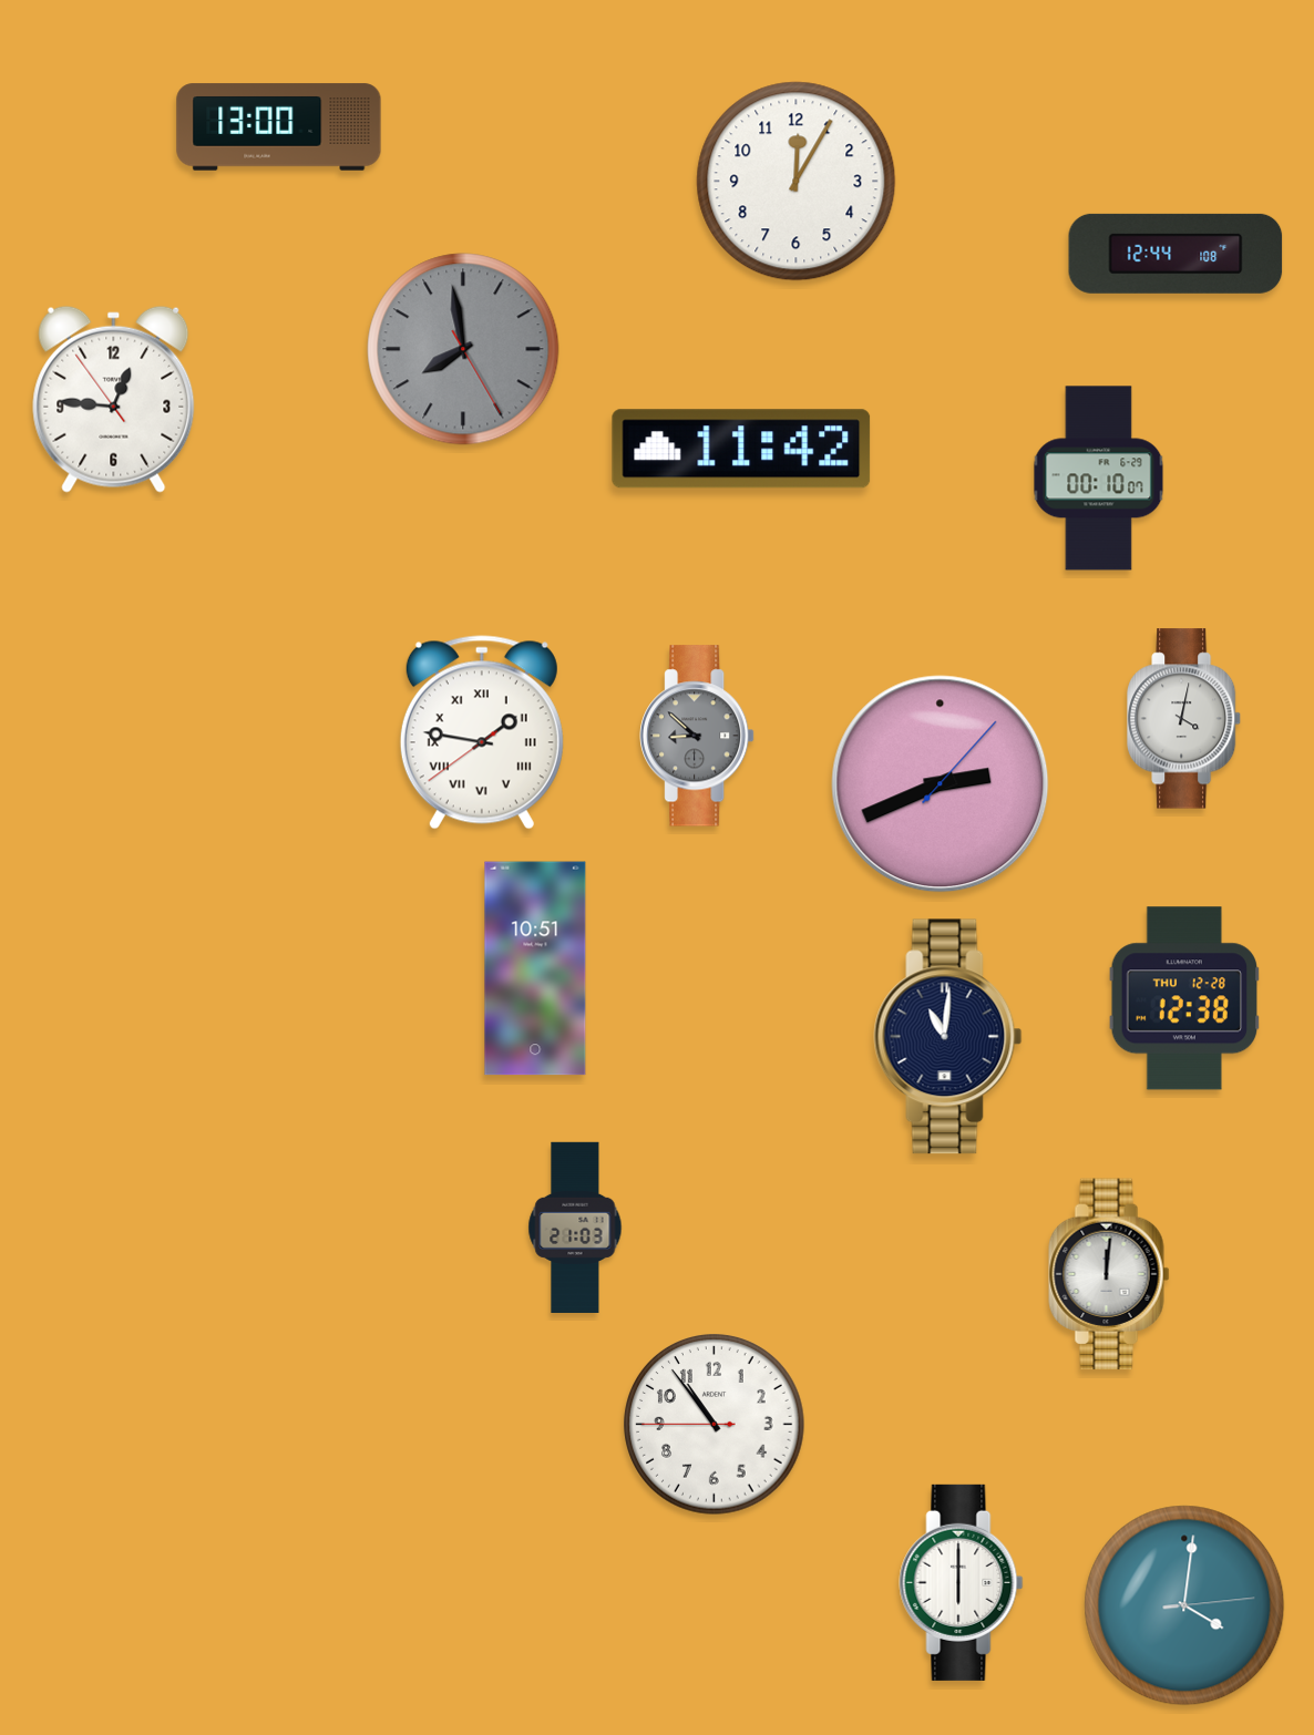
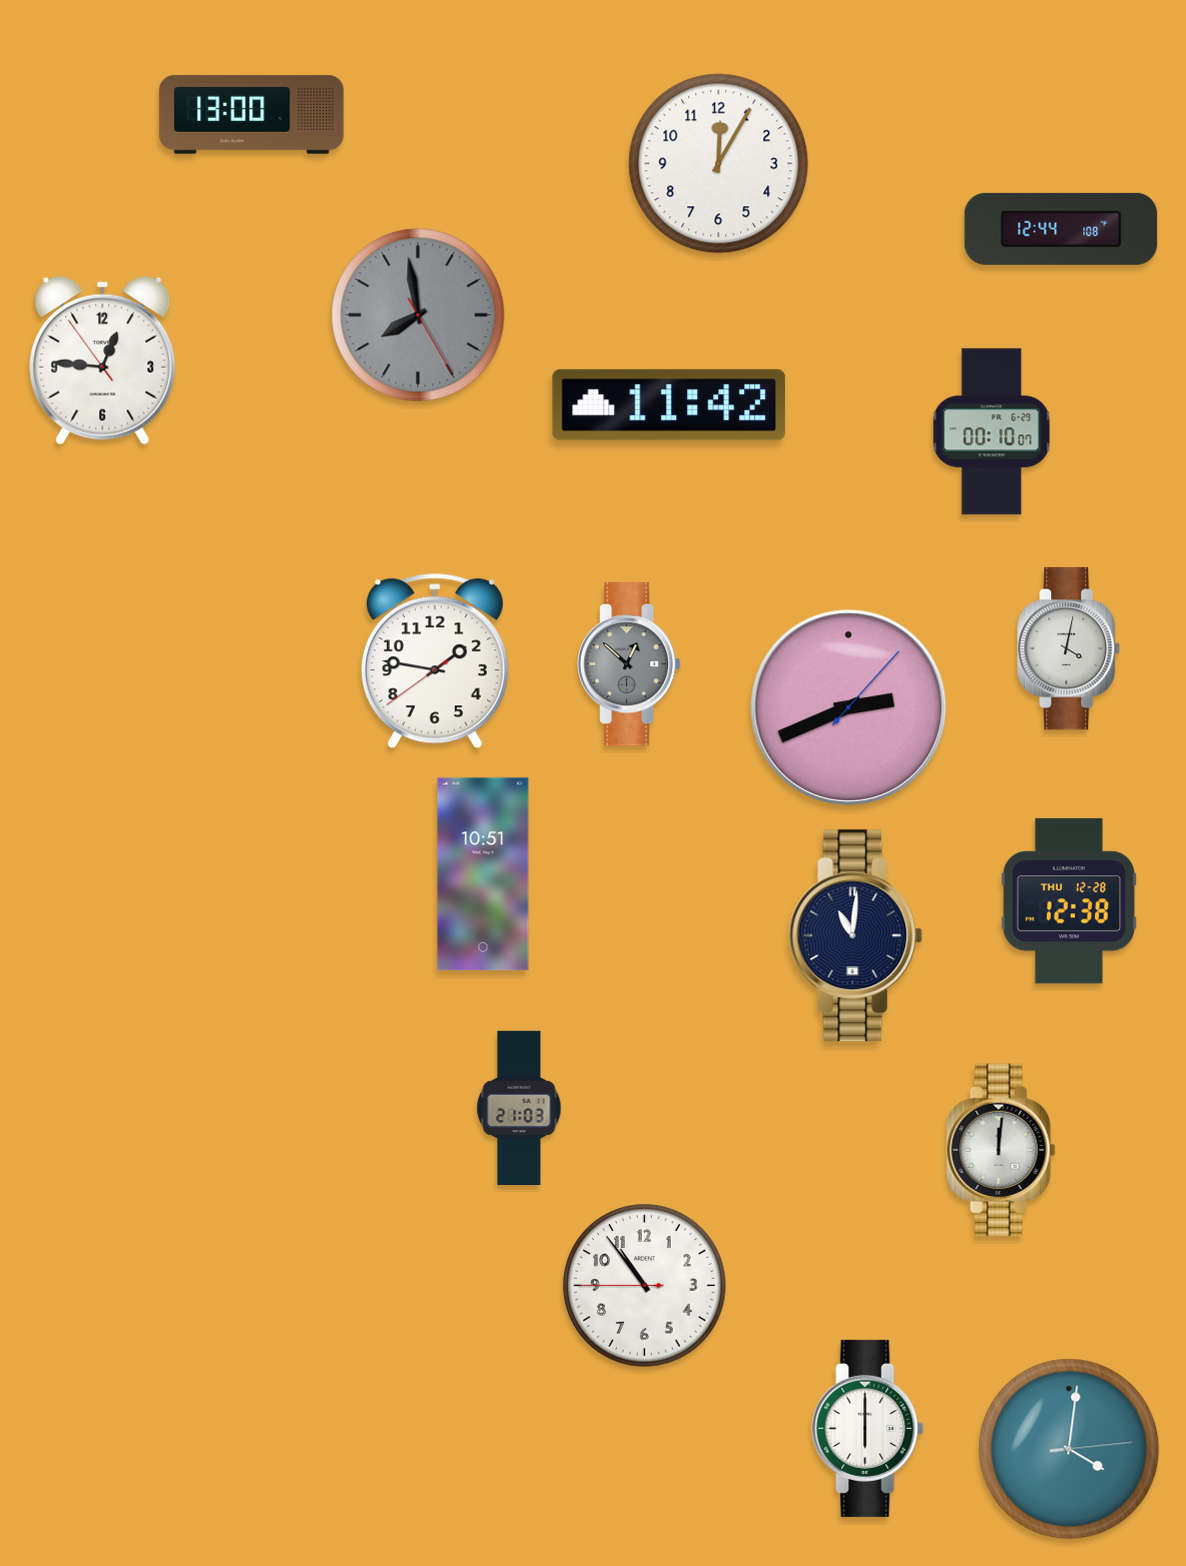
clock at (482, 732) numerals: Roman -> Arabic
clock at (698, 736): 8:52 -> 12:52
